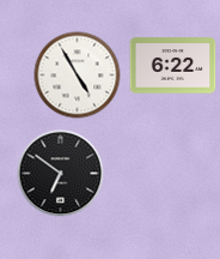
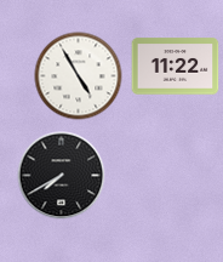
clock at (173, 66): 6:22 -> 11:22
clock at (61, 174): 6:51 -> 7:40
